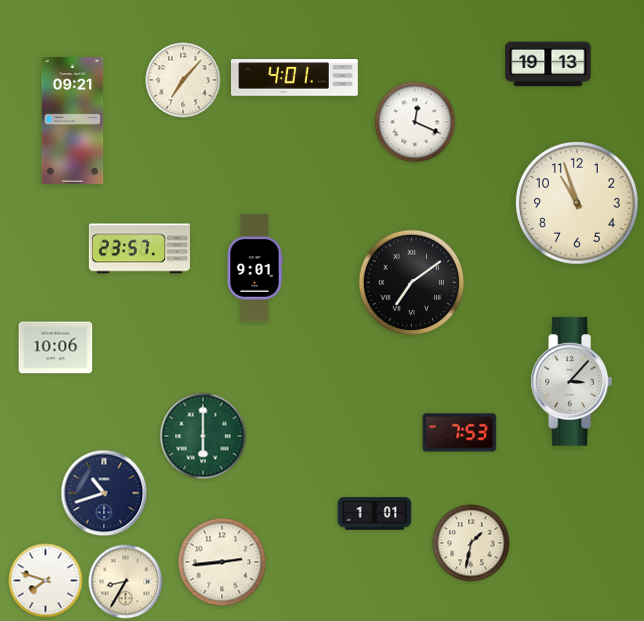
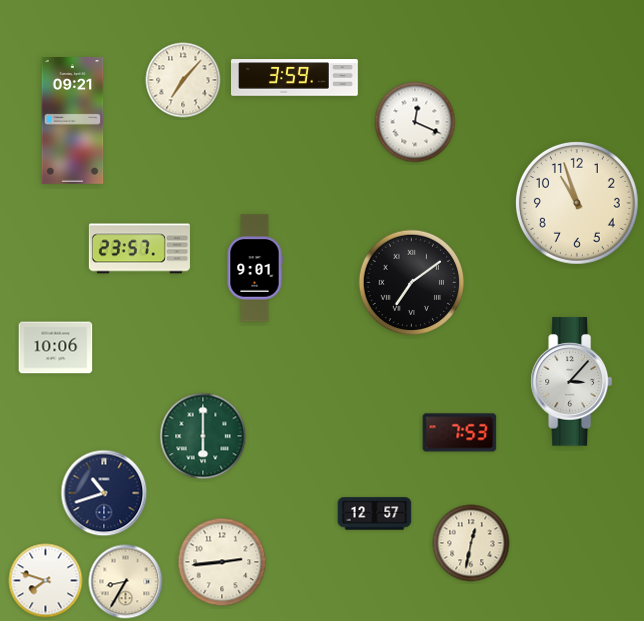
clock at (548, 64): 19:13 -> none
clock at (295, 78): 4:01 -> 3:59
clock at (375, 514): 1:01 -> 12:57
clock at (471, 543): 1:32 -> 12:32
